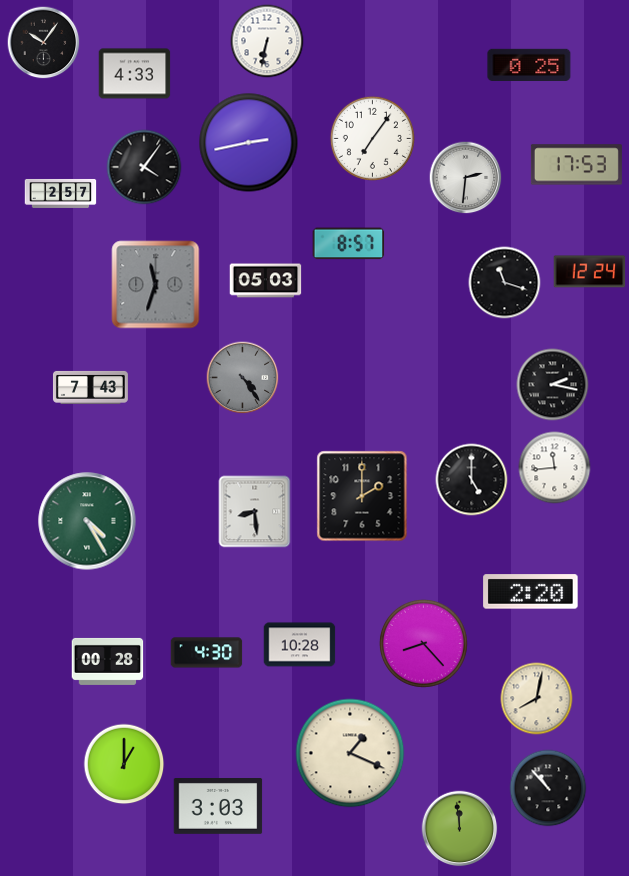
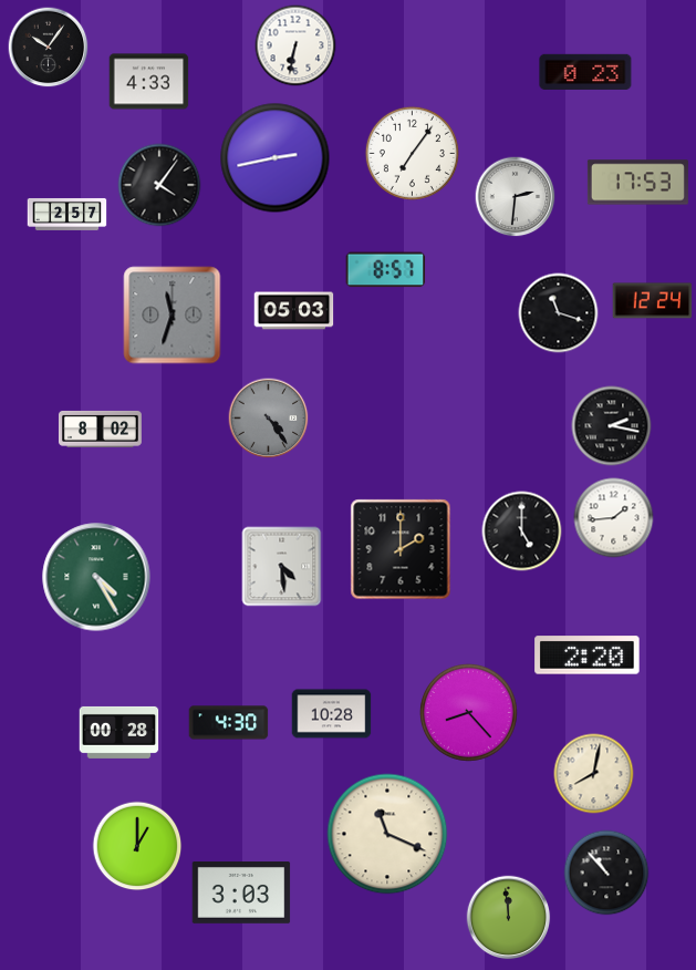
clock at (529, 65): 0:25 -> 0:23
clock at (90, 387): 7:43 -> 8:02
clock at (555, 468): 11:44 -> 1:44
clock at (255, 512): 8:29 -> 4:29
clock at (350, 753): 1:19 -> 11:19
